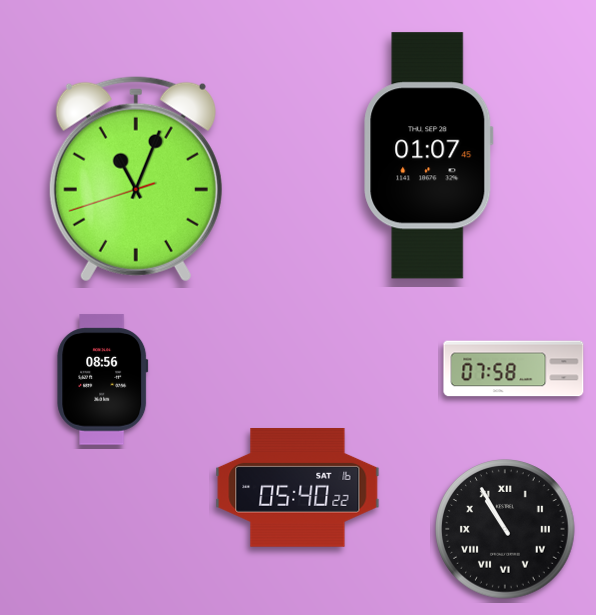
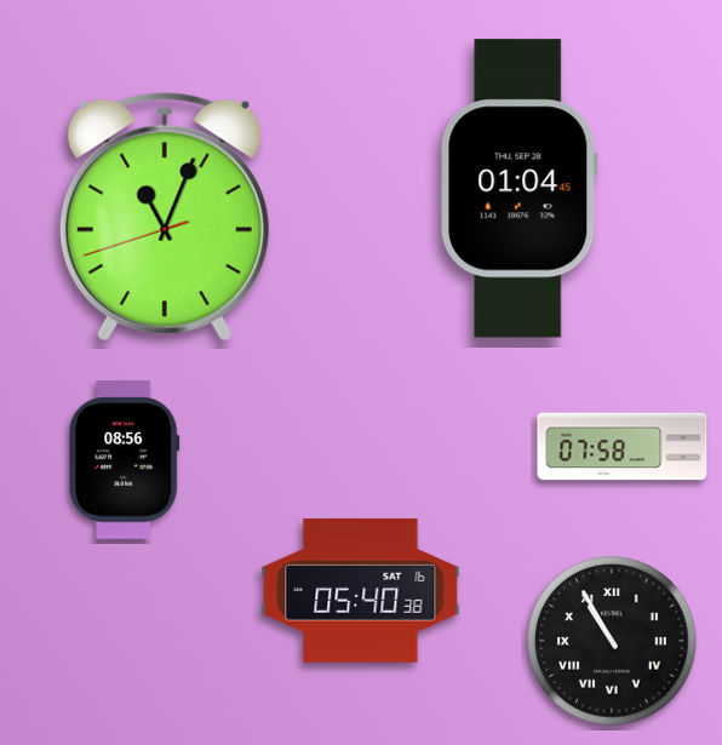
clock at (429, 156): 01:07 -> 01:04
clock at (298, 488): 05:40:22 -> 05:40:38
